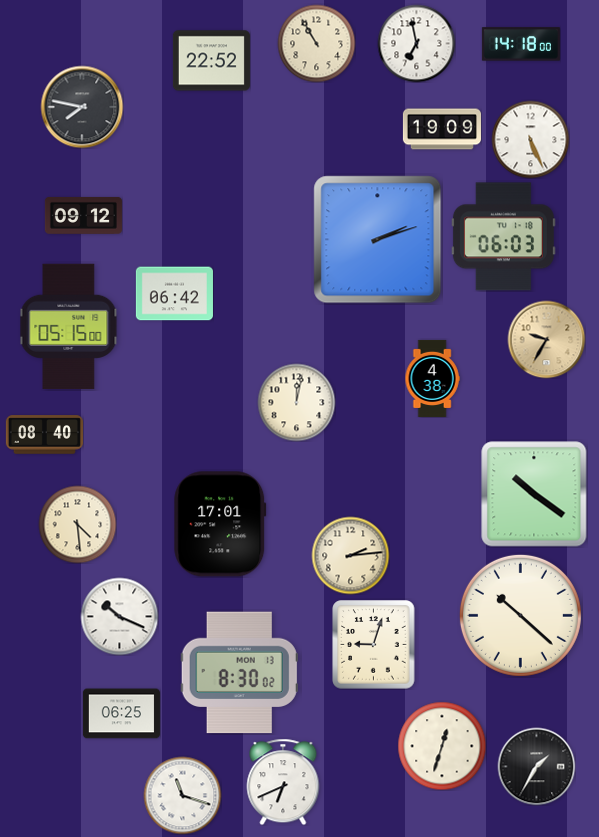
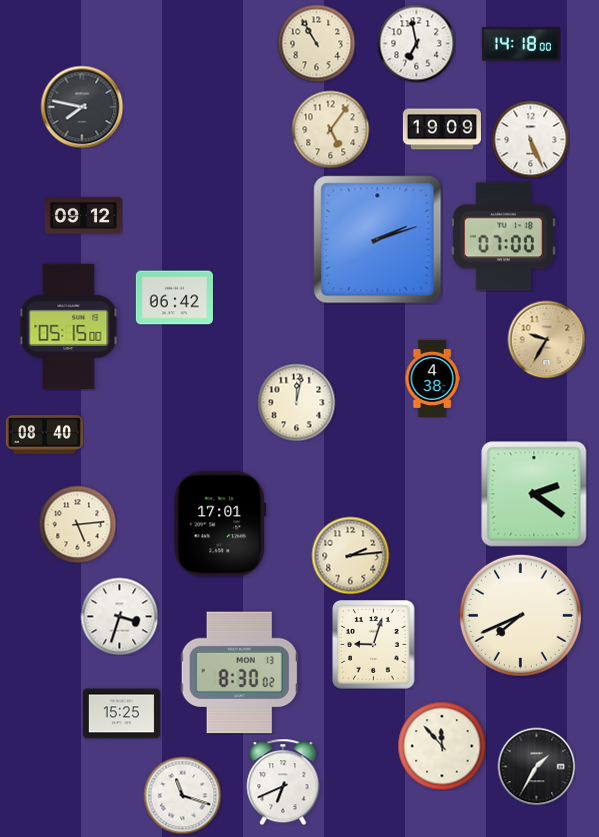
clock at (211, 61): 22:52 -> none
clock at (330, 129): none -> 5:06
clock at (503, 237): 06:03 -> 07:00
clock at (174, 294) position: (174, 294) -> (174, 298)
clock at (534, 494): 10:21 -> 2:21
clock at (77, 524): 4:29 -> 5:14
clock at (520, 615): 10:22 -> 7:41
clock at (119, 616): 10:19 -> 3:33
clock at (121, 714): 06:25 -> 15:25
clock at (442, 746): 12:33 -> 11:53
